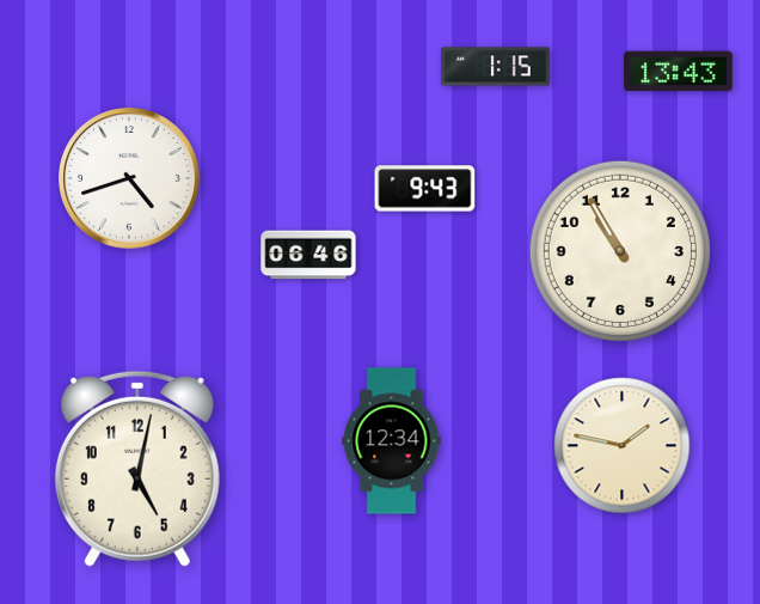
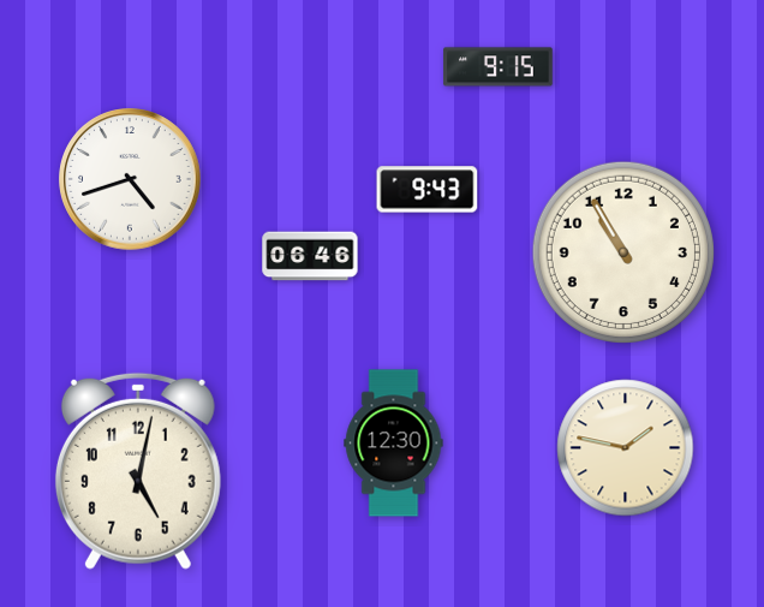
clock at (496, 67): 1:15 -> 9:15
clock at (679, 72): 13:43 -> none
clock at (392, 441): 12:34 -> 12:30
